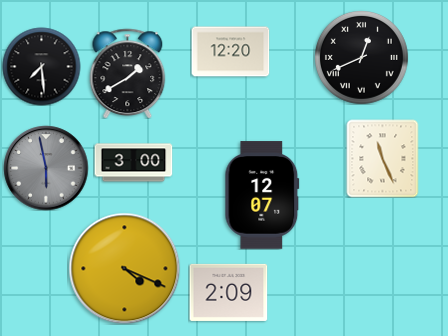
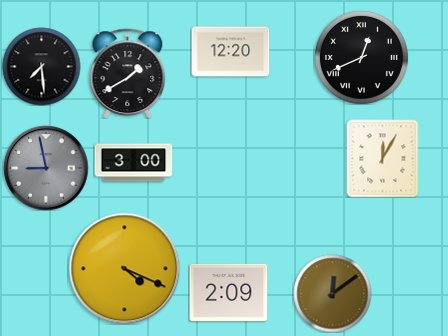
clock at (383, 158): 11:26 -> 12:05
clock at (46, 168): 5:58 -> 8:58
clock at (262, 195): 12:07 -> none
clock at (332, 293): none -> 12:09
